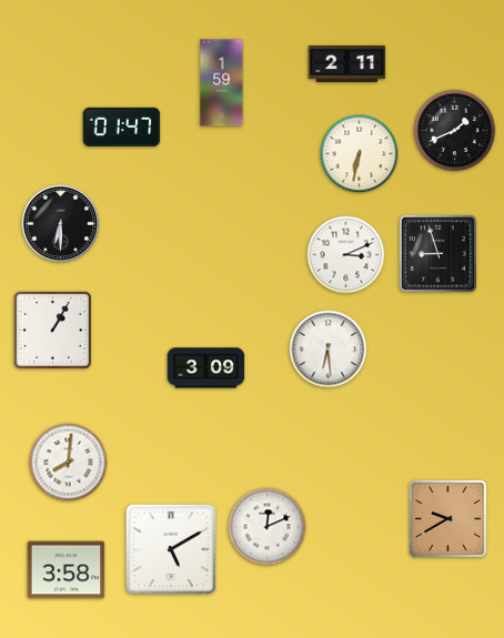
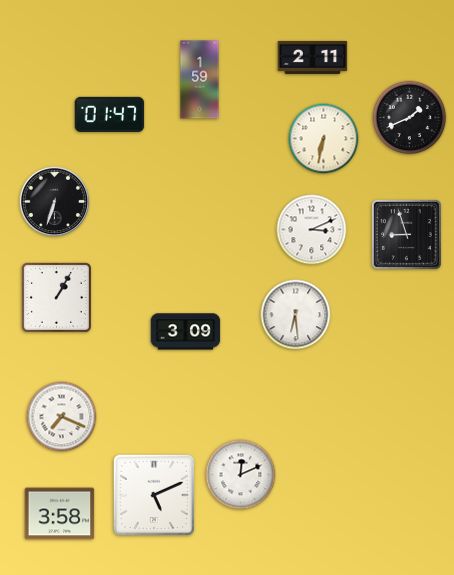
clock at (222, 83) position: (222, 83) -> (200, 80)
clock at (61, 224): 6:30 -> 6:33
clock at (437, 253) position: (437, 253) -> (406, 234)
clock at (52, 330) position: (52, 330) -> (56, 297)
clock at (69, 463): 8:01 -> 7:19
clock at (447, 518): 9:40 -> none
clock at (171, 549): 5:10 -> 5:11
